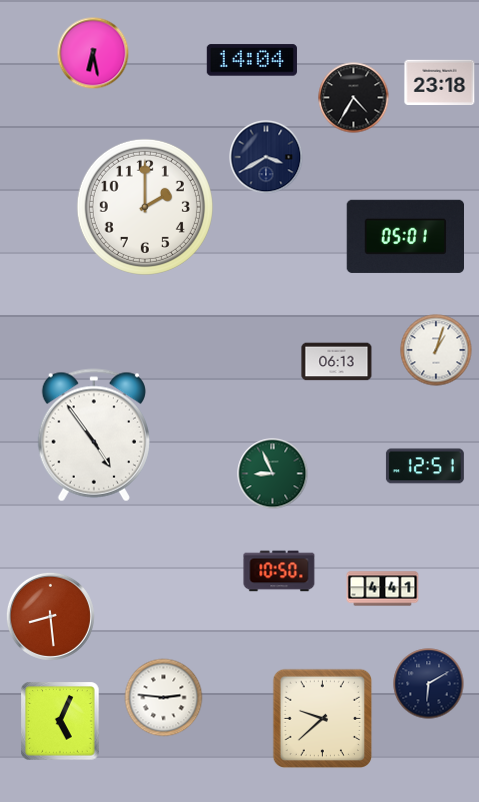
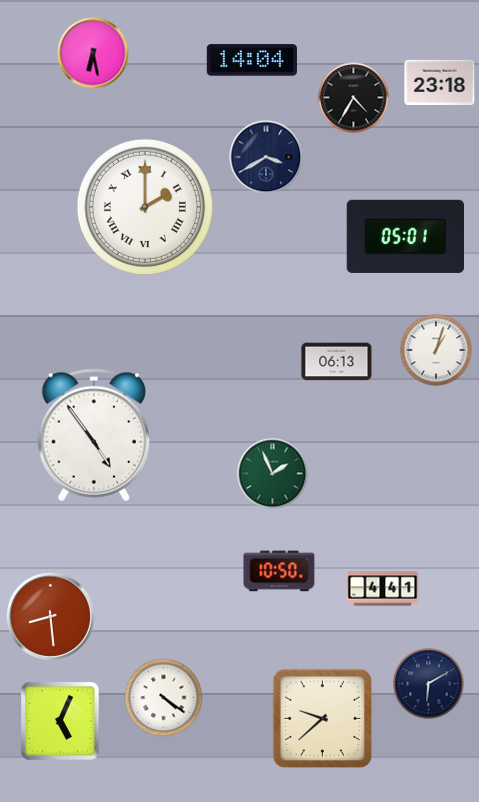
clock at (145, 207) numerals: Arabic -> Roman
clock at (425, 466): 12:51 -> none
clock at (273, 474): 8:56 -> 1:56
clock at (164, 698): 2:46 -> 4:21
